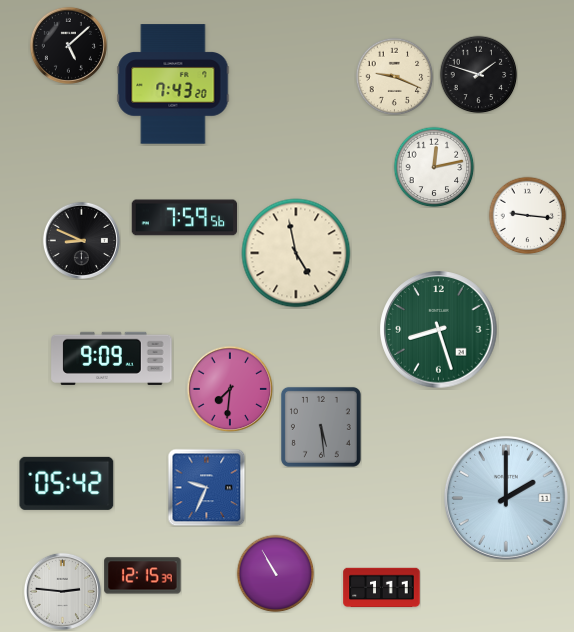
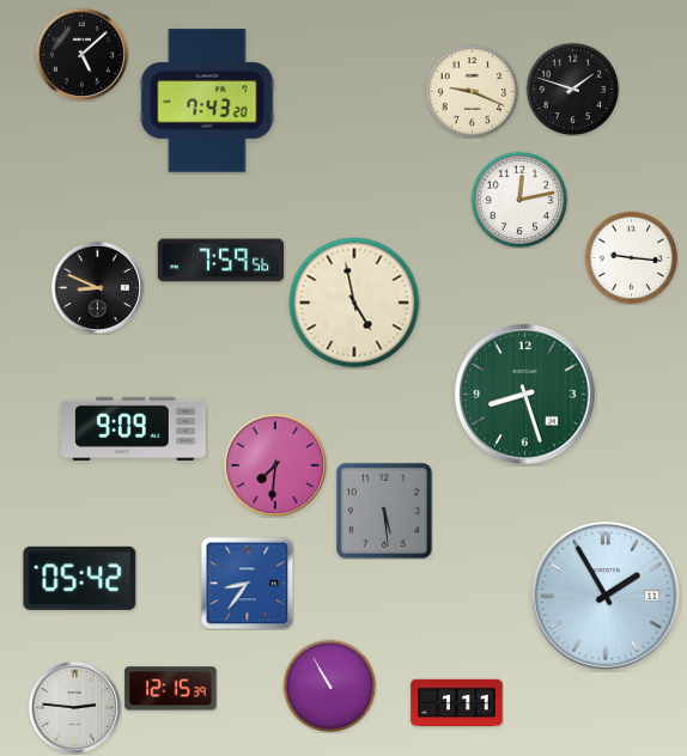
clock at (206, 487): 9:34 -> 8:36
clock at (506, 498): 2:00 -> 1:55
